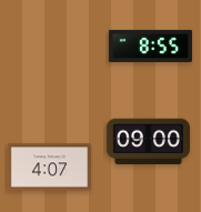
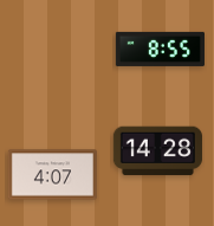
clock at (148, 142): 09:00 -> 14:28
clock at (49, 168) position: (49, 168) -> (52, 175)
